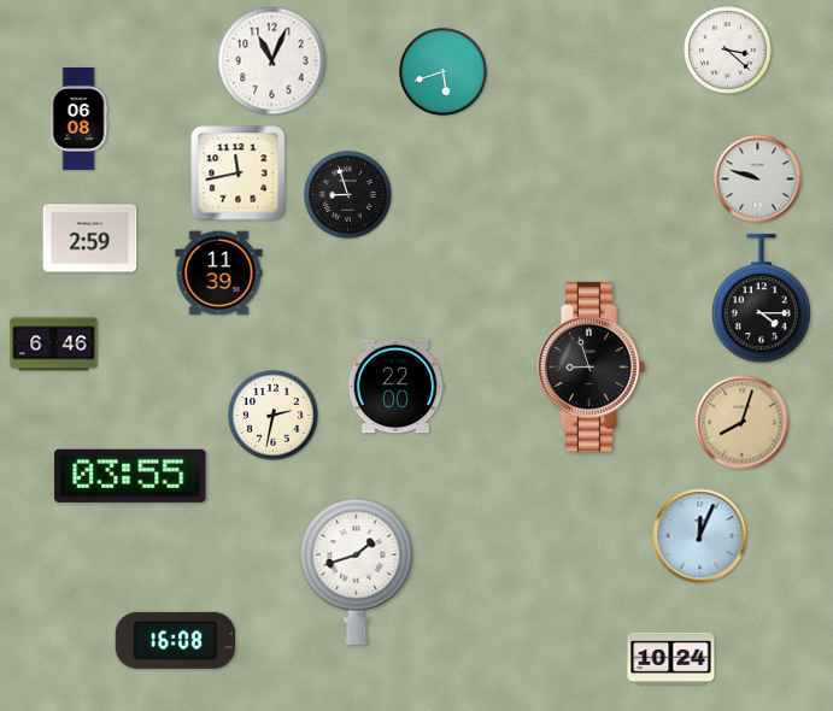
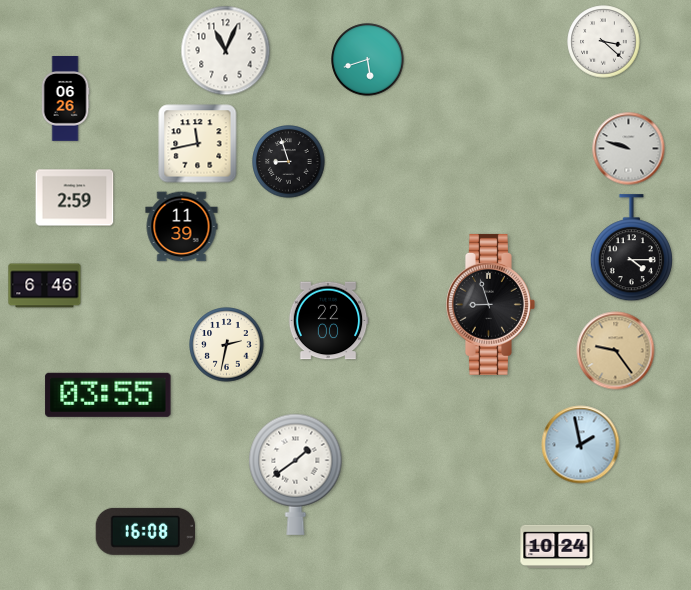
clock at (78, 119): 06:08 -> 06:26
clock at (743, 423): 8:03 -> 9:24
clock at (700, 536): 12:04 -> 1:58
clock at (357, 571): 1:42 -> 1:39
